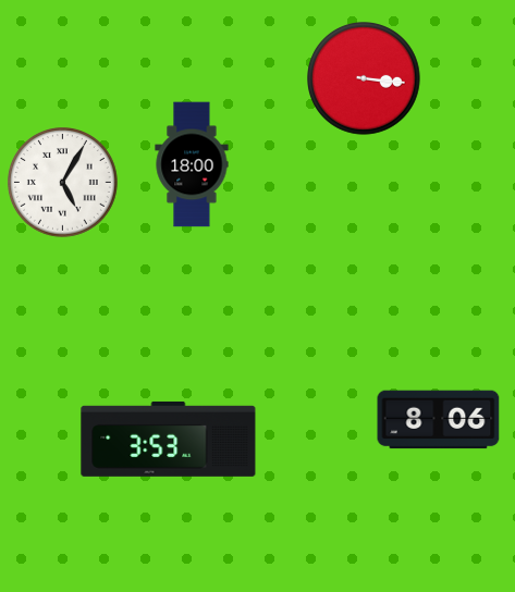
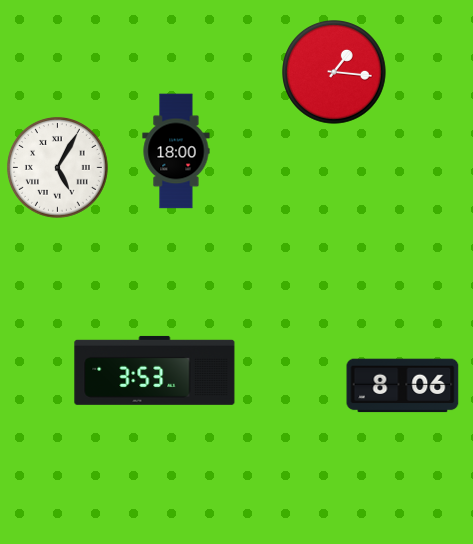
clock at (365, 79): 3:16 -> 1:16
clock at (169, 439) position: (169, 439) -> (155, 370)
